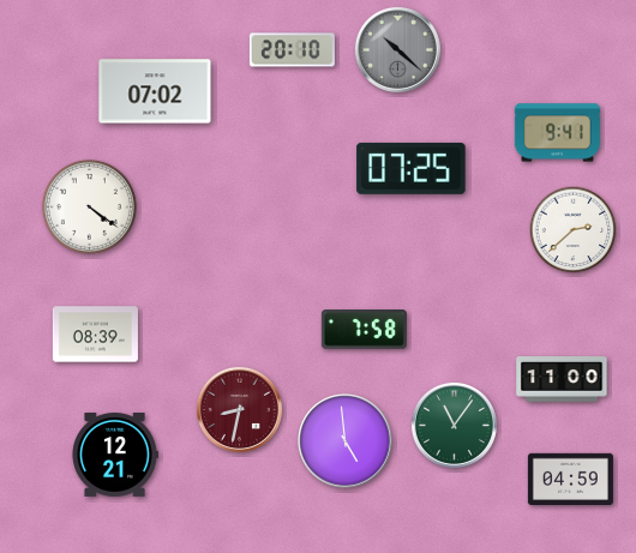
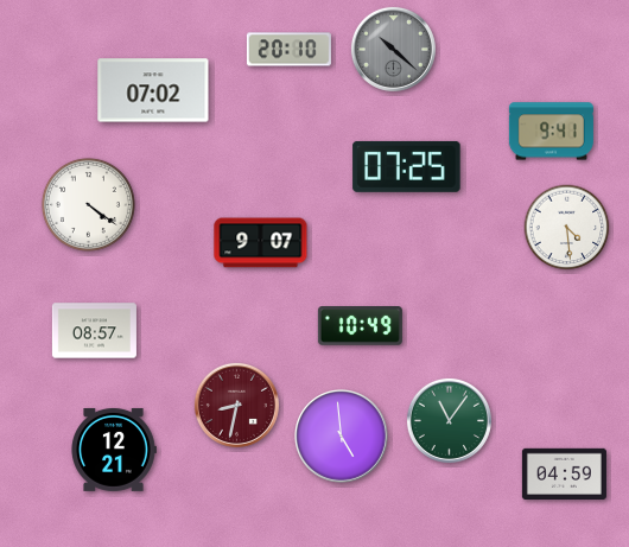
clock at (574, 230): 2:38 -> 4:29
clock at (261, 243): none -> 9:07
clock at (364, 330): 7:58 -> 10:49
clock at (95, 335): 08:39 -> 08:57
clock at (562, 380): 11:00 -> none
